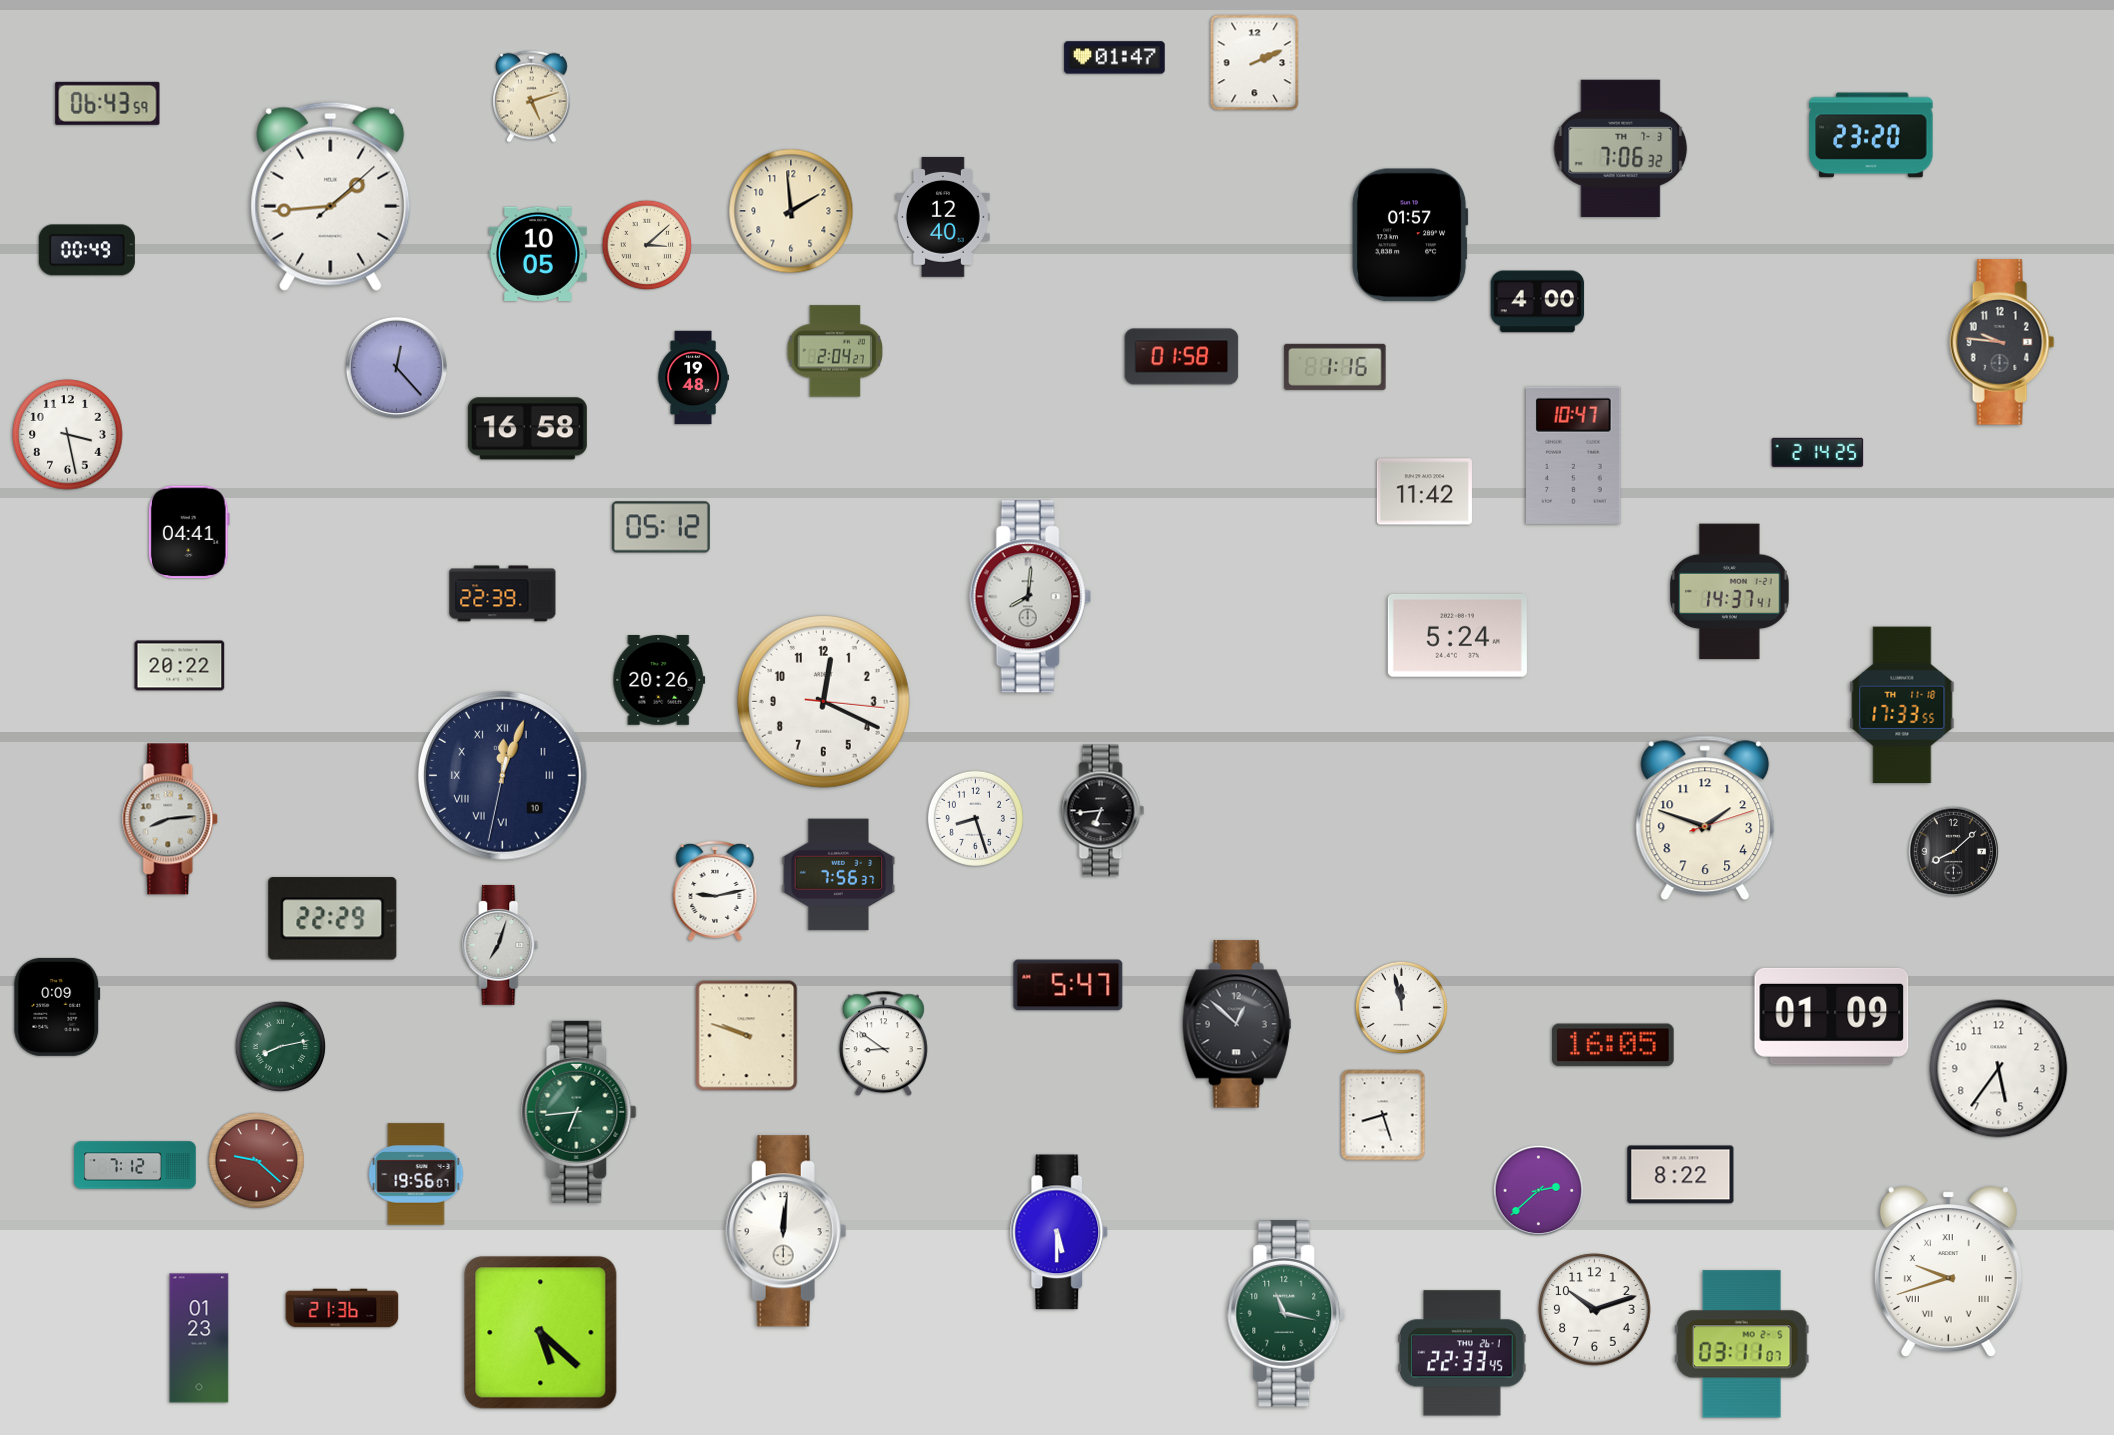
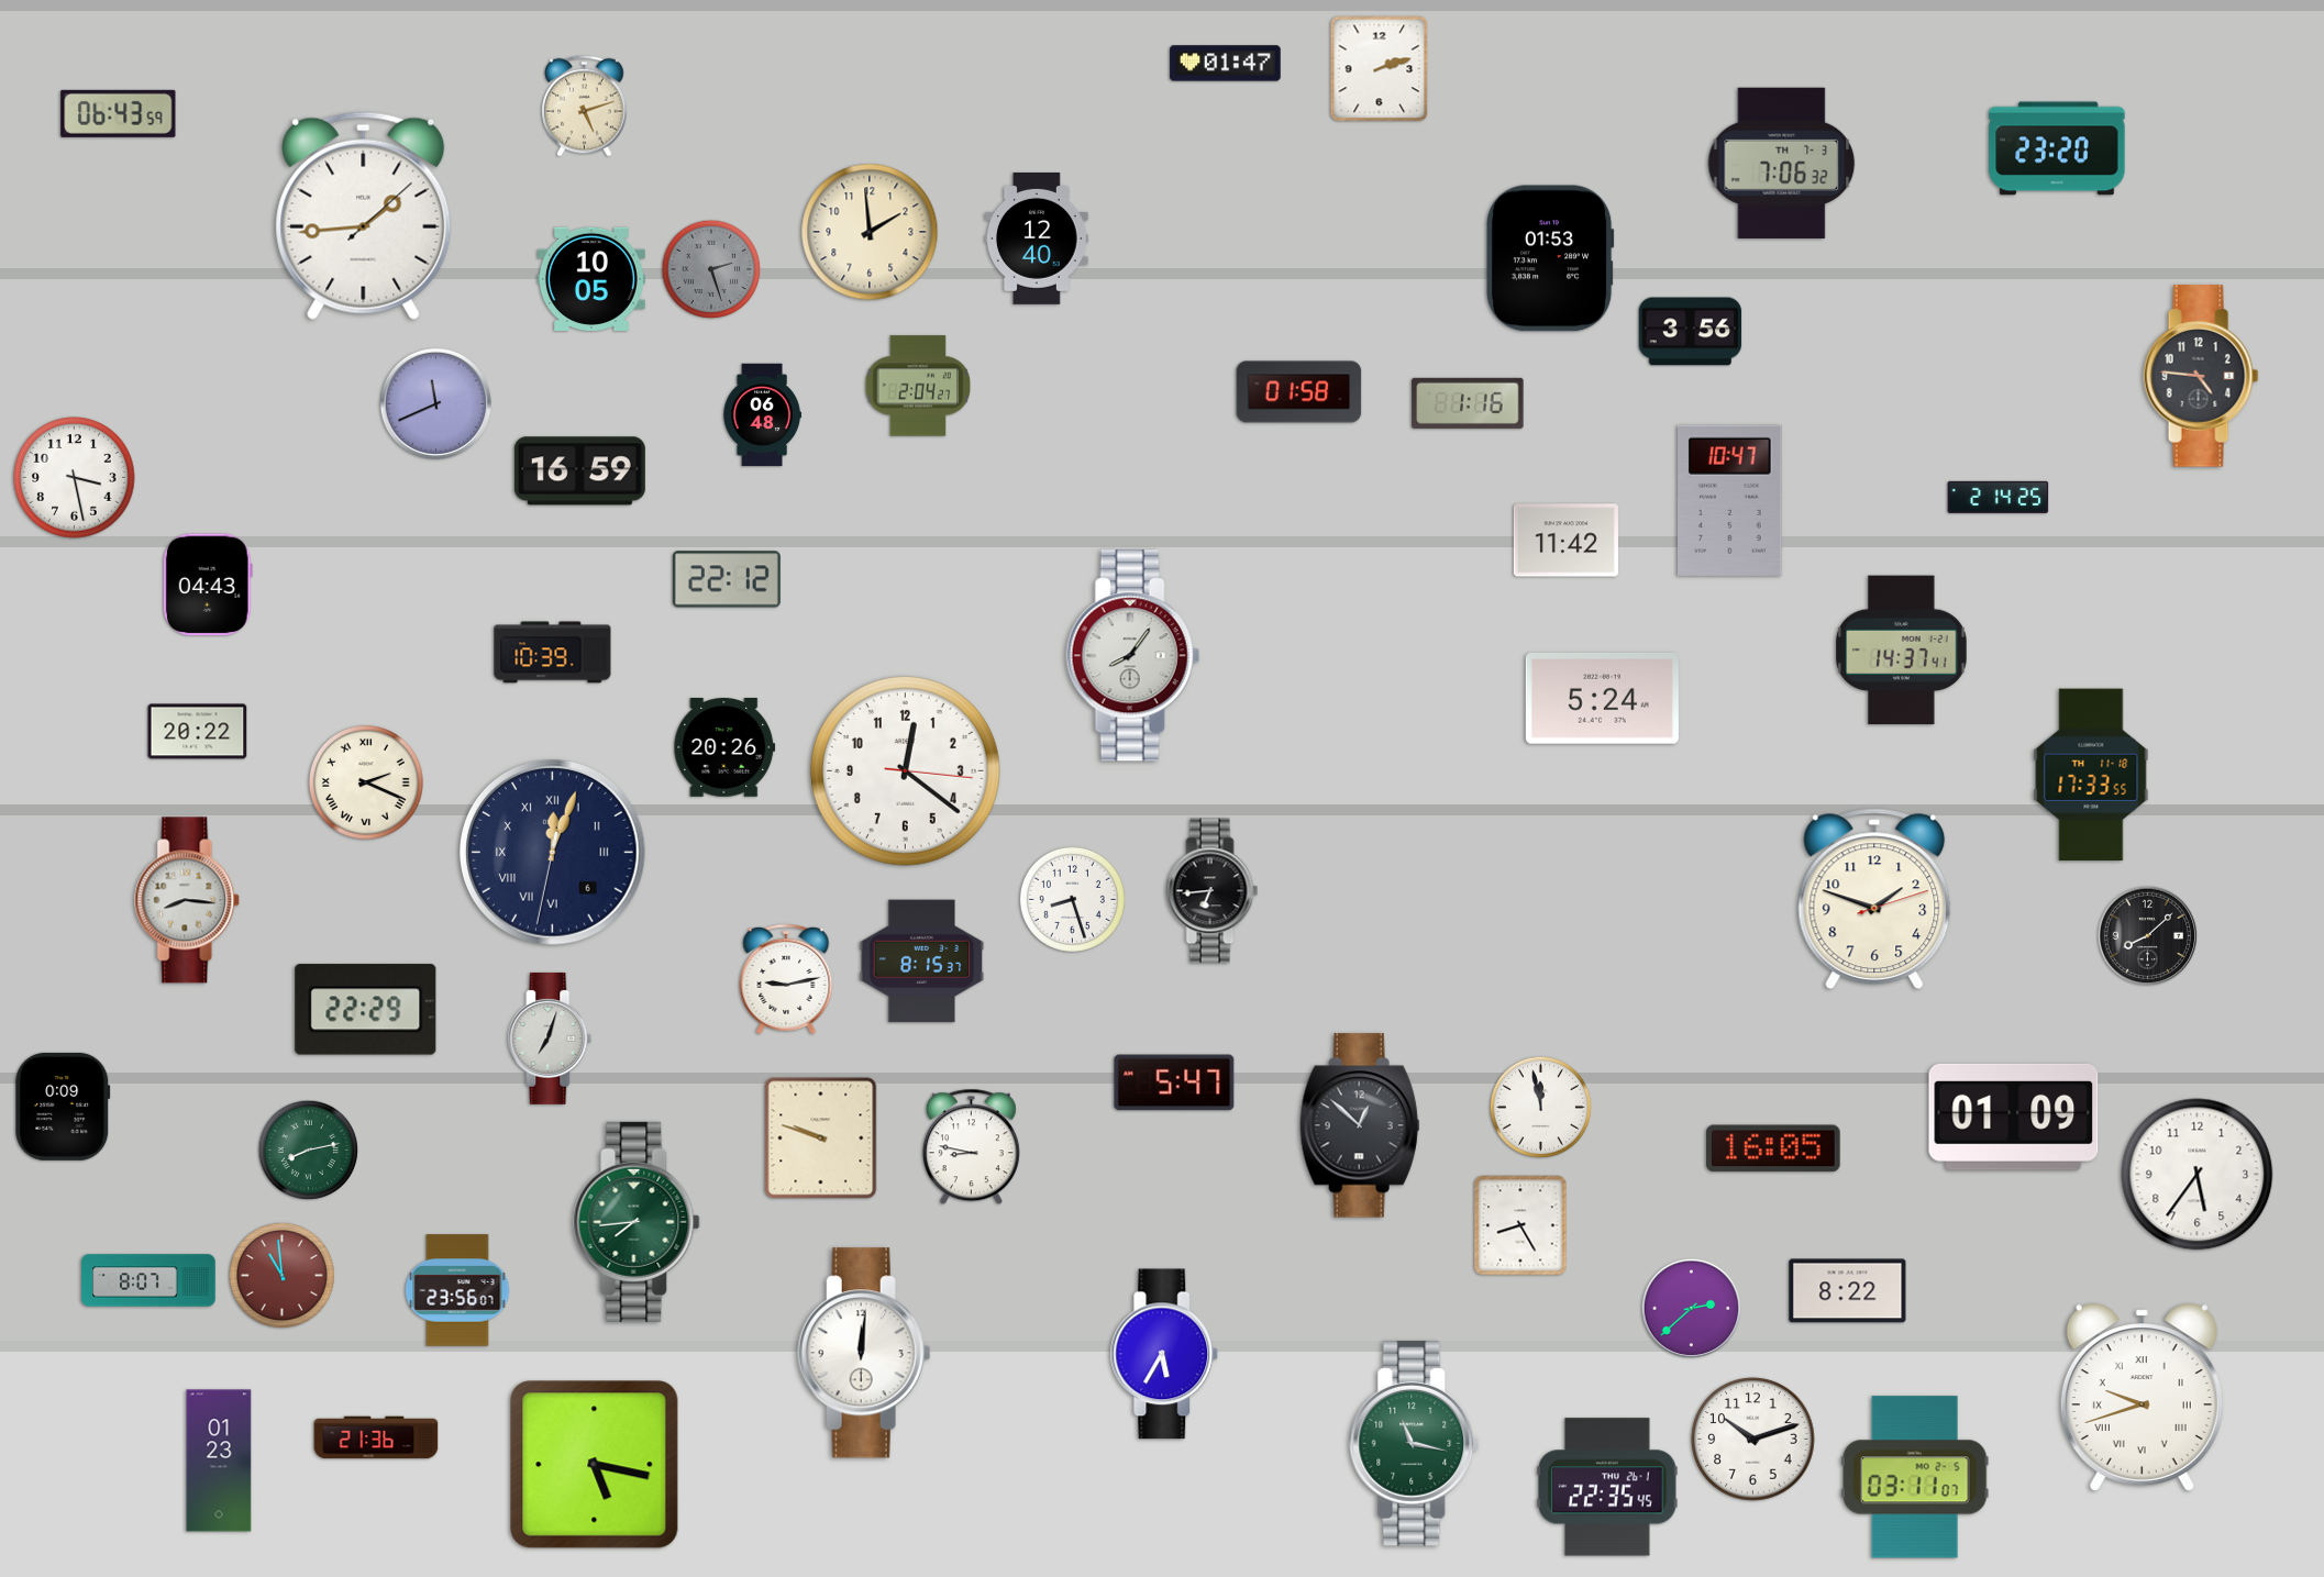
clock at (1255, 63): 2:11 -> 2:12
clock at (1410, 235): 01:57 -> 01:53
clock at (647, 245): 3:08 -> 2:27
clock at (647, 245) dial: cream -> grey
clock at (87, 250): 00:49 -> none
clock at (1538, 302): 4:00 -> 3:56
clock at (2002, 342): 9:46 -> 4:46
clock at (396, 367): 12:23 -> 11:41
clock at (693, 378): 19:48 -> 06:48
clock at (527, 429): 16:58 -> 16:59
clock at (661, 527): 05:12 -> 22:12
clock at (189, 532): 04:41 -> 04:43
clock at (503, 594): 22:39 -> 10:39
clock at (1030, 597): 8:01 -> 8:06
clock at (823, 701): 12:19 -> 12:21
clock at (366, 782): none -> 2:19
clock at (503, 776) date: 10 -> 6
clock at (171, 819): 8:14 -> 8:16
clock at (839, 875): 7:56 -> 8:15
clock at (883, 1044): 8:51 -> 8:47
clock at (579, 1112): 6:44 -> 7:44
clock at (1383, 1115): 8:27 -> 8:25
clock at (256, 1160): 9:22 -> 10:59
clock at (135, 1165): 7:12 -> 8:07
clock at (416, 1174): 19:56 -> 23:56
clock at (1059, 1232): 5:30 -> 5:35
clock at (541, 1333): 5:22 -> 5:17
clock at (199, 1338) position: (199, 1338) -> (219, 1461)
clock at (1462, 1353): 22:33 -> 22:35
